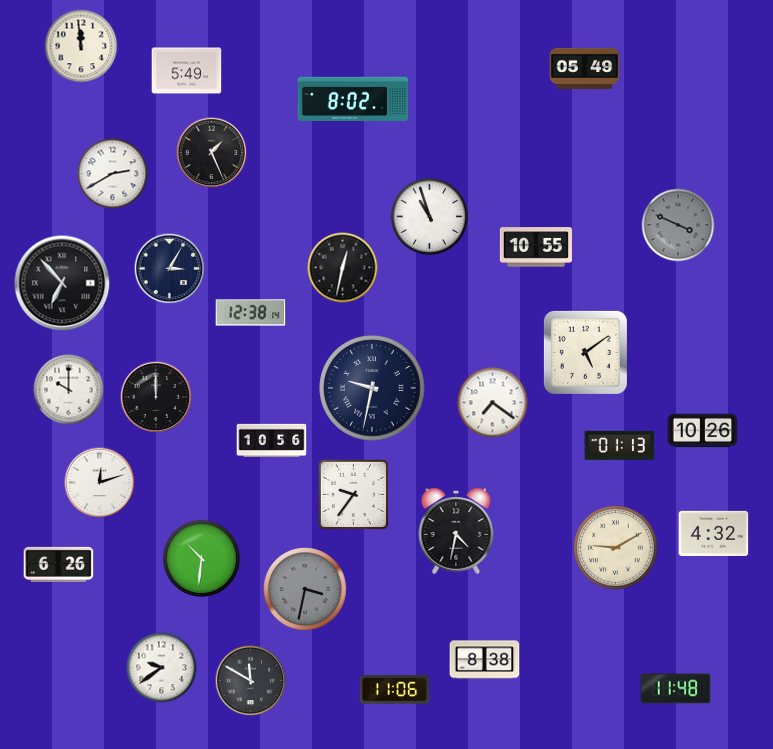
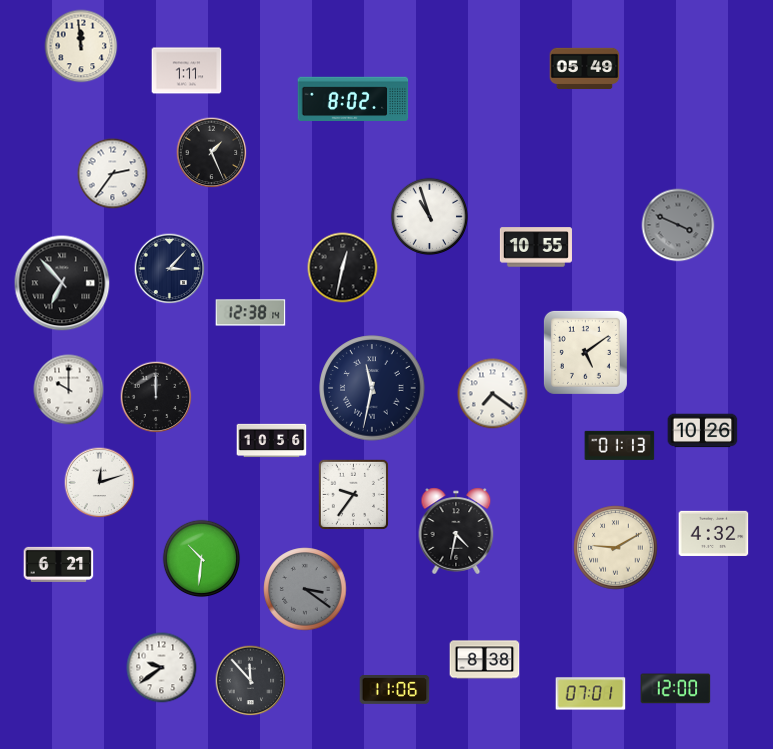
clock at (187, 71): 5:49 -> 1:11
clock at (113, 174): 2:40 -> 2:36
clock at (170, 269): 3:05 -> 3:07
clock at (372, 388): 9:32 -> 11:32
clock at (493, 403) position: (493, 403) -> (493, 394)
clock at (59, 564): 6:26 -> 6:21
clock at (305, 589): 3:32 -> 3:21
clock at (251, 681): 11:50 -> 11:53
clock at (676, 689): 11:48 -> 12:00
clock at (591, 694): none -> 07:01
